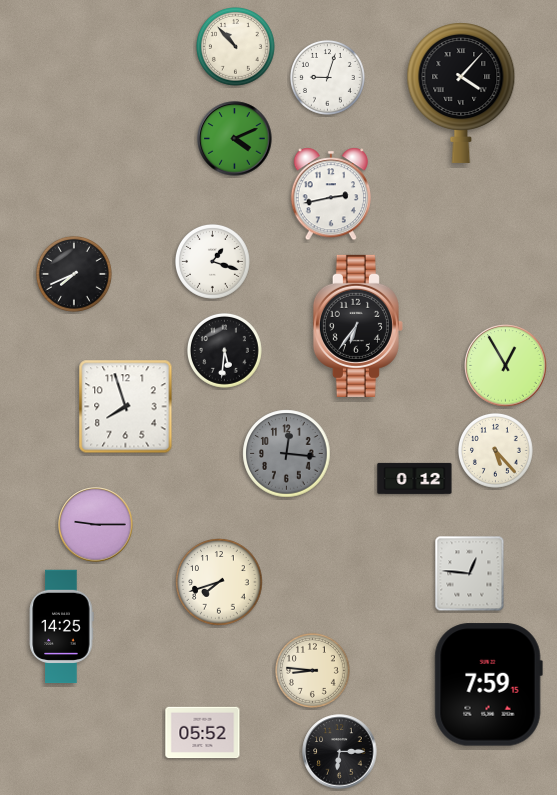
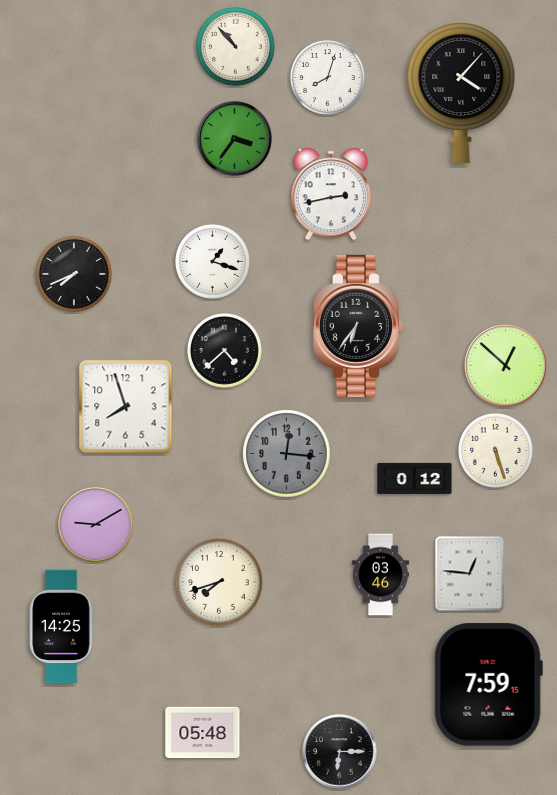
clock at (327, 77): 9:03 -> 8:03
clock at (235, 139): 4:11 -> 3:36
clock at (224, 350): 5:31 -> 4:38
clock at (506, 366): 12:55 -> 12:52
clock at (495, 450): 5:23 -> 5:27
clock at (96, 525): 9:15 -> 9:10
clock at (380, 575): none -> 03:46
clock at (312, 670): 8:46 -> none
clock at (203, 733): 05:52 -> 05:48
